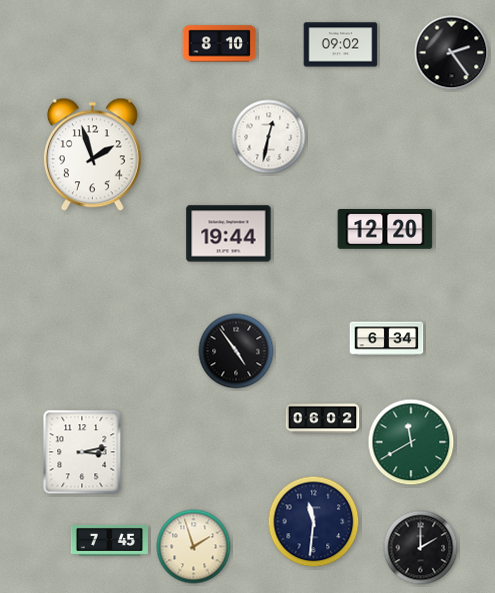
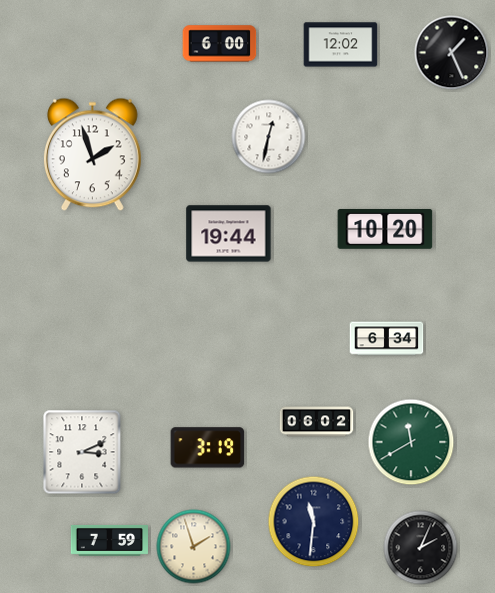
clock at (220, 44): 8:10 -> 6:00
clock at (341, 45): 09:02 -> 12:02
clock at (452, 53): 2:24 -> 1:26
clock at (385, 230): 12:20 -> 10:20
clock at (236, 351): 4:54 -> none
clock at (323, 419) position: (323, 419) -> (317, 422)
clock at (208, 448): none -> 3:19
clock at (82, 452): 3:13 -> 3:11
clock at (109, 541): 7:45 -> 7:59
clock at (421, 548): 2:00 -> 2:04
